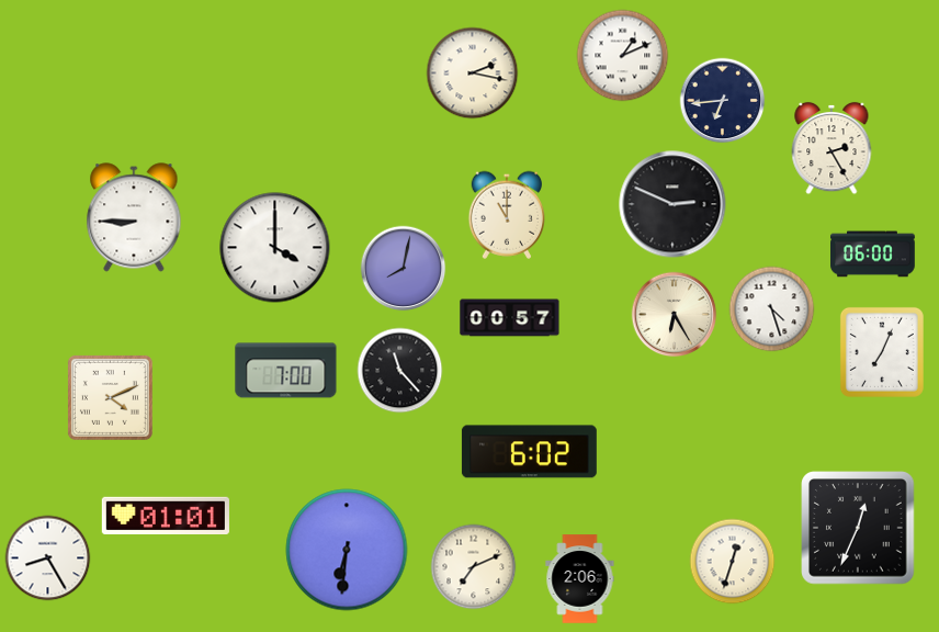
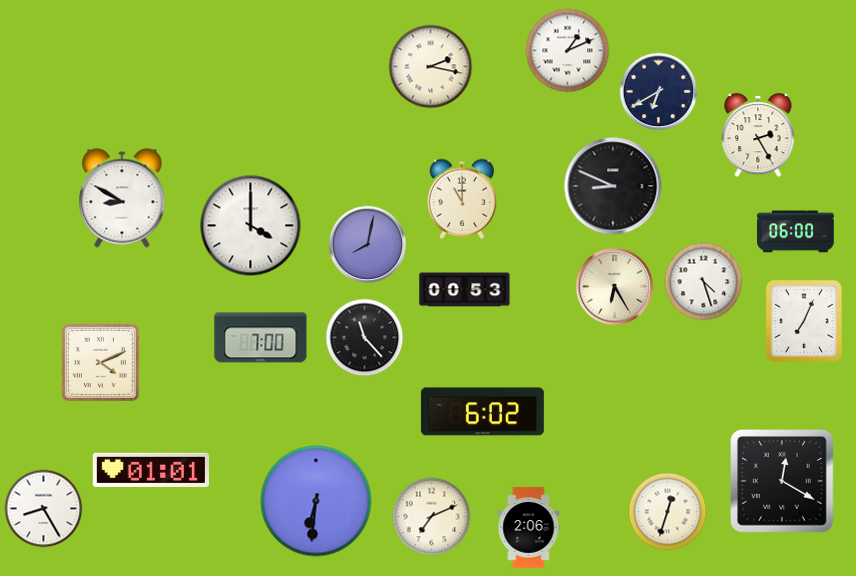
clock at (722, 100): 6:44 -> 6:40
clock at (672, 204): 2:49 -> 8:49
clock at (507, 215) position: (507, 215) -> (462, 199)
clock at (134, 217): 8:45 -> 8:50
clock at (510, 318): 00:57 -> 00:53
clock at (858, 528): 12:34 -> 12:20
